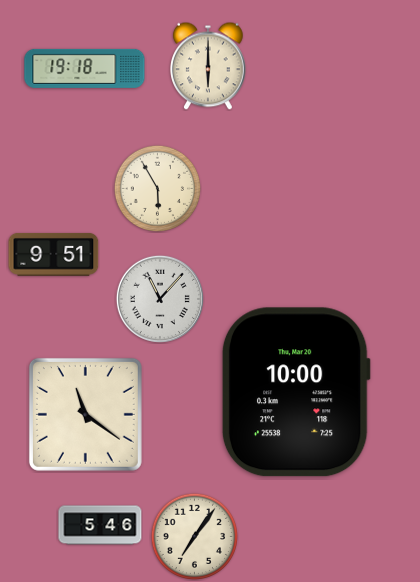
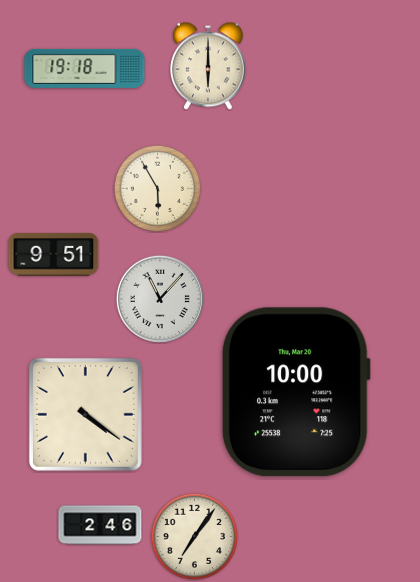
clock at (85, 414): 11:21 -> 4:21
clock at (100, 525): 5:46 -> 2:46
